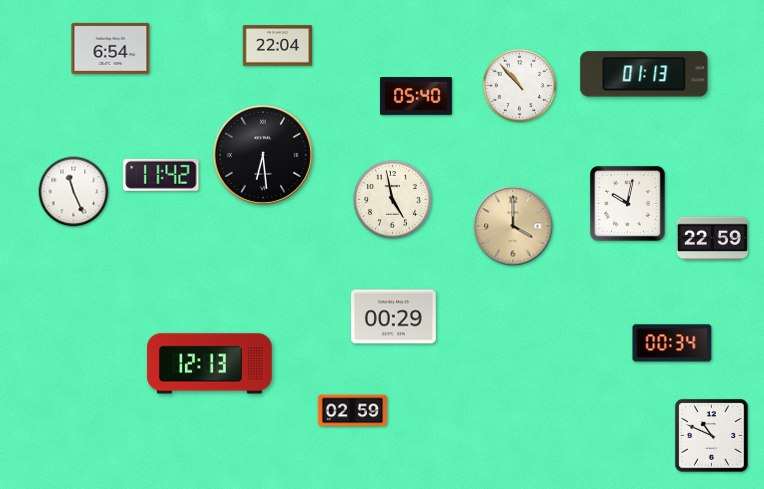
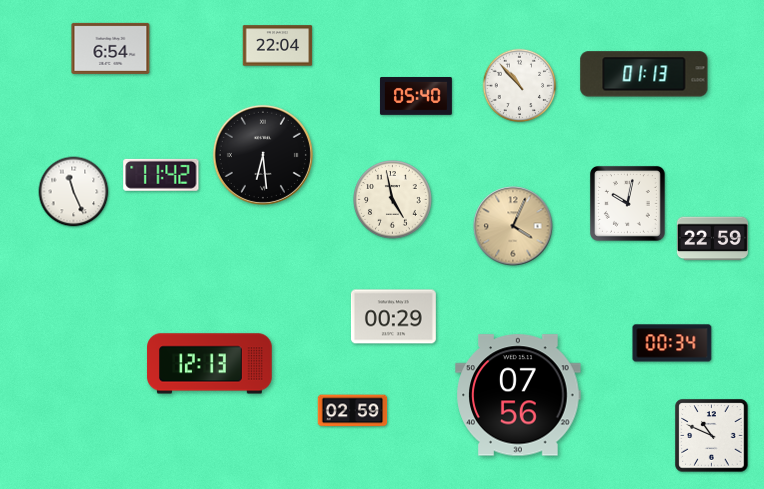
clock at (513, 226): 4:00 -> 4:04
clock at (518, 395): none -> 07:56
